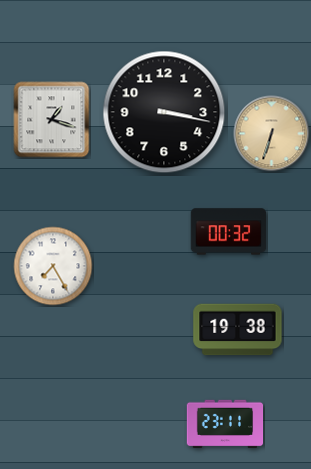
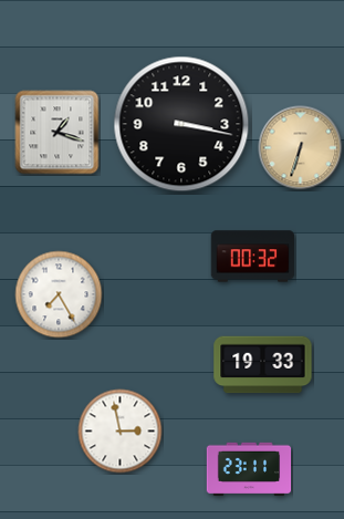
clock at (238, 330): 19:38 -> 19:33
clock at (121, 432): none -> 2:58
